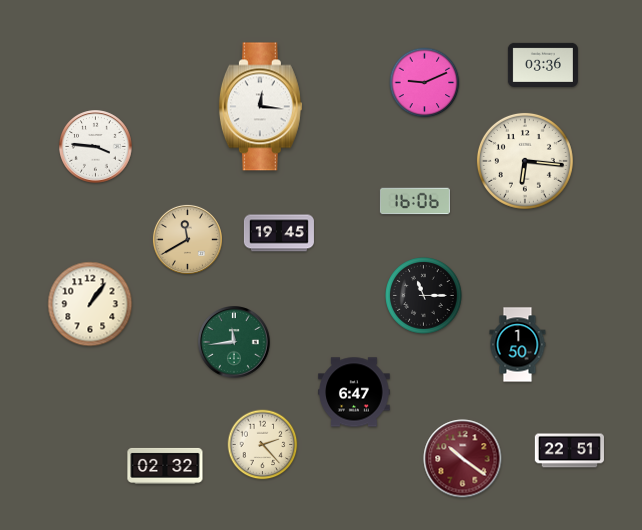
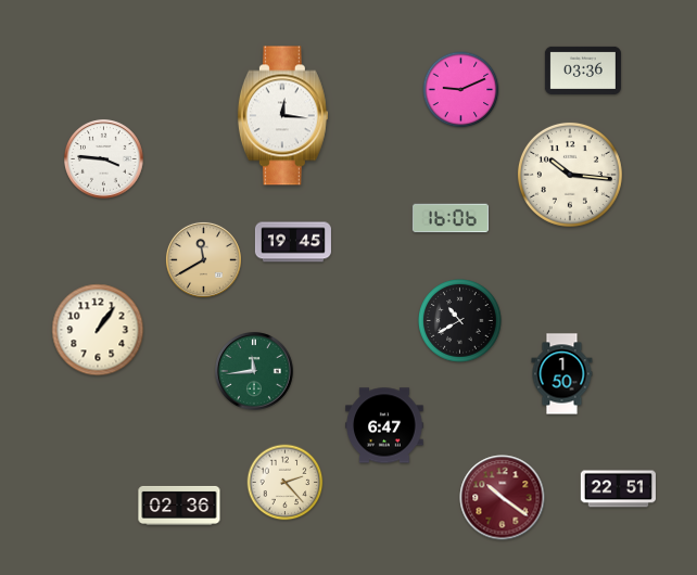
clock at (543, 65) position: (543, 65) -> (583, 71)
clock at (525, 161): 6:16 -> 10:16
clock at (279, 233) position: (279, 233) -> (293, 242)
clock at (424, 296): 11:15 -> 10:40
clock at (165, 466): 02:32 -> 02:36
